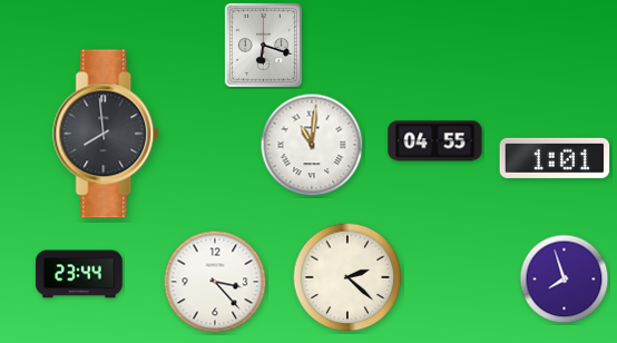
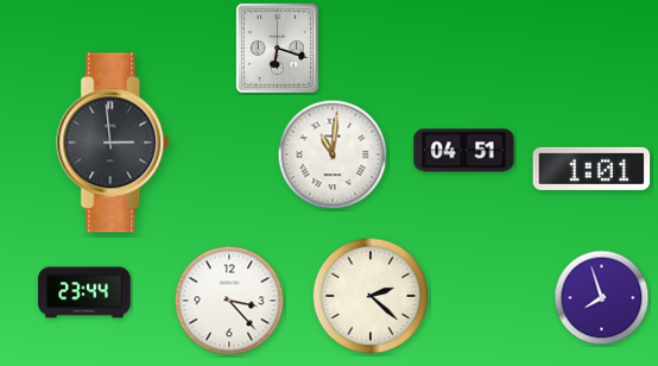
clock at (263, 45) position: (263, 45) -> (277, 48)
clock at (107, 134): 7:59 -> 2:59
clock at (435, 141): 04:55 -> 04:51
